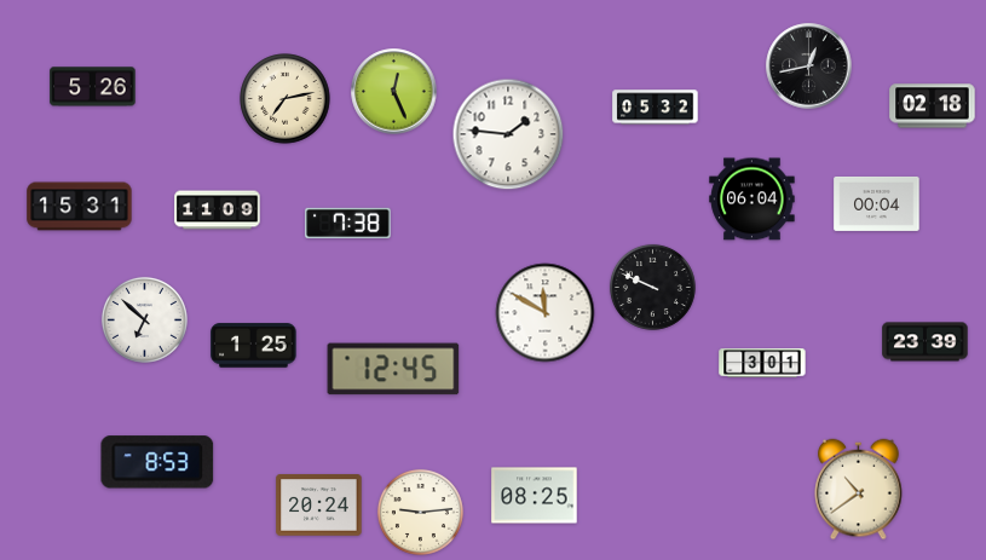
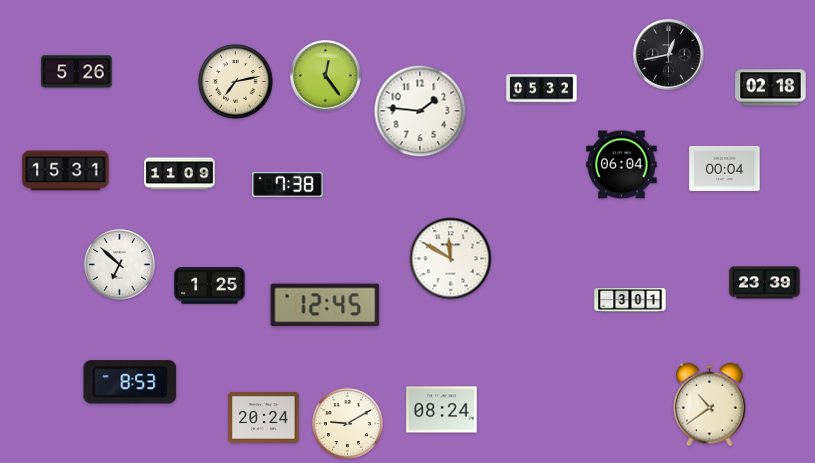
clock at (394, 92): 12:26 -> 12:24
clock at (652, 287): 9:49 -> none
clock at (535, 496): 08:25 -> 08:24
clock at (420, 512): 9:14 -> 9:10
